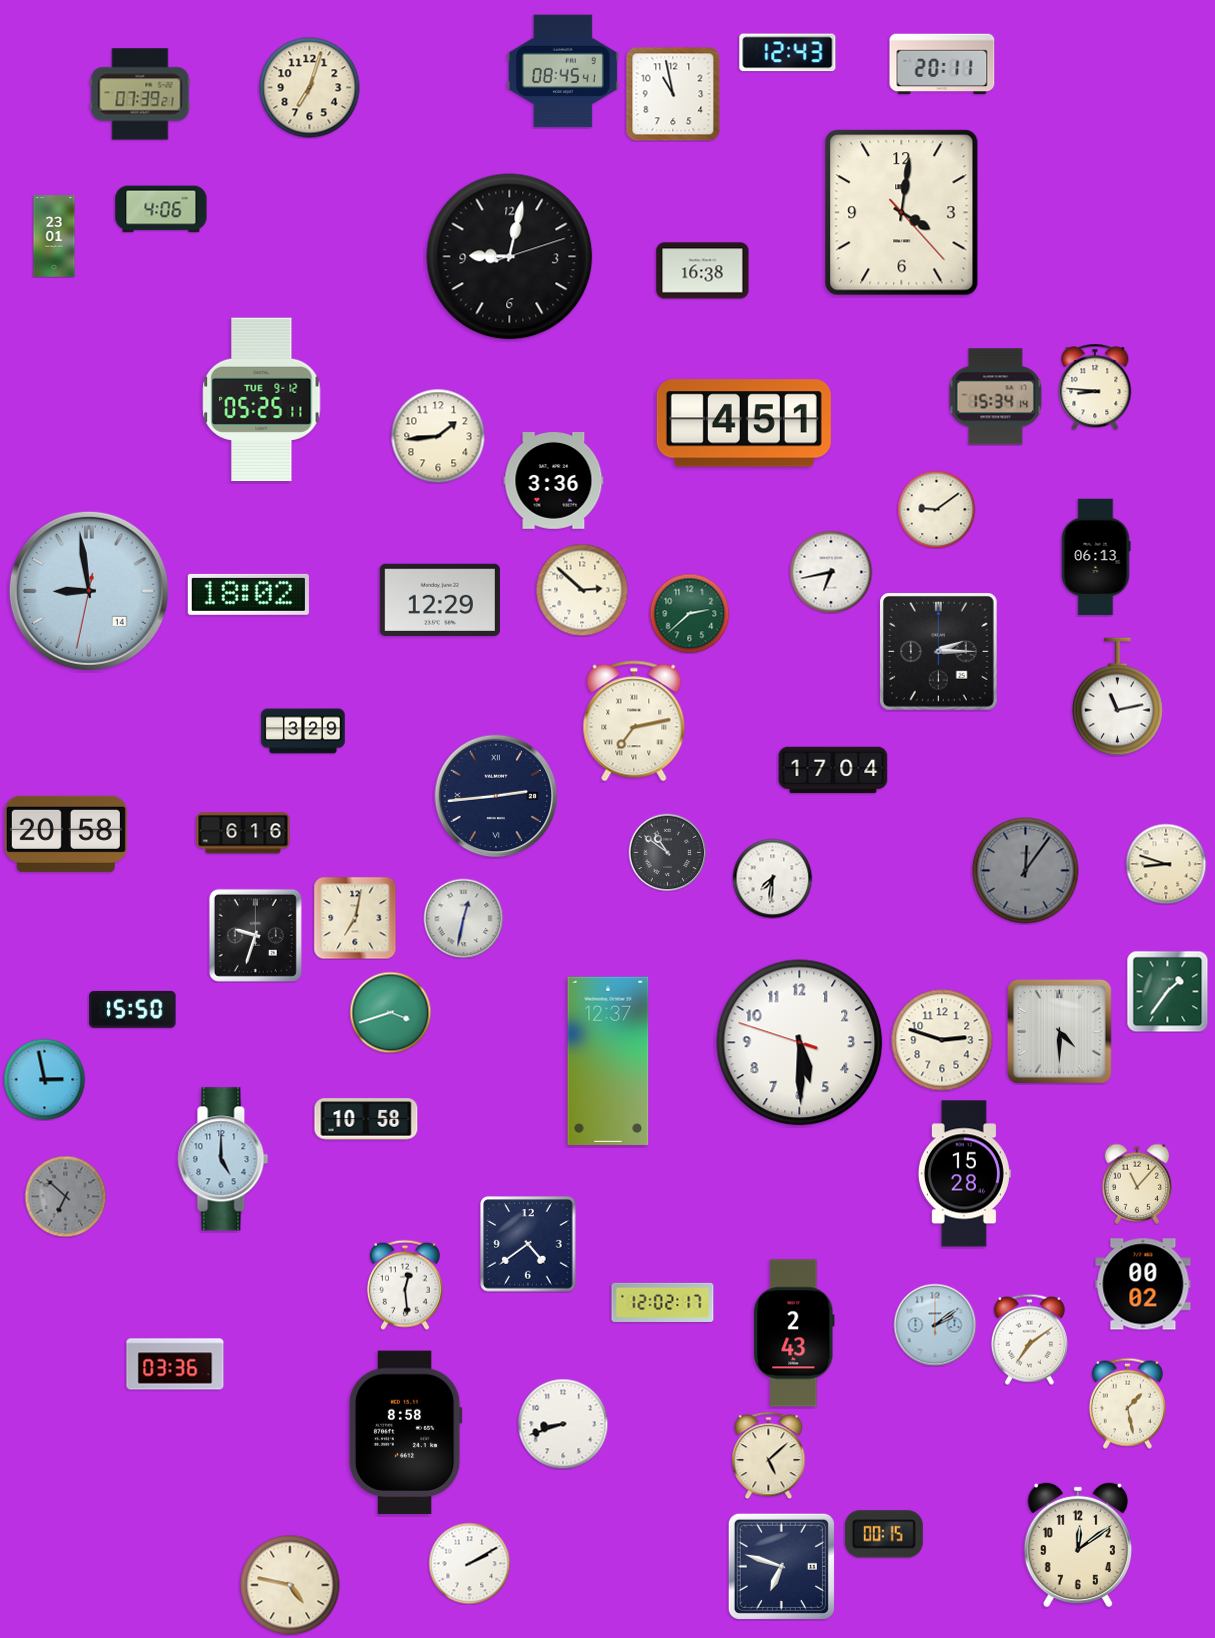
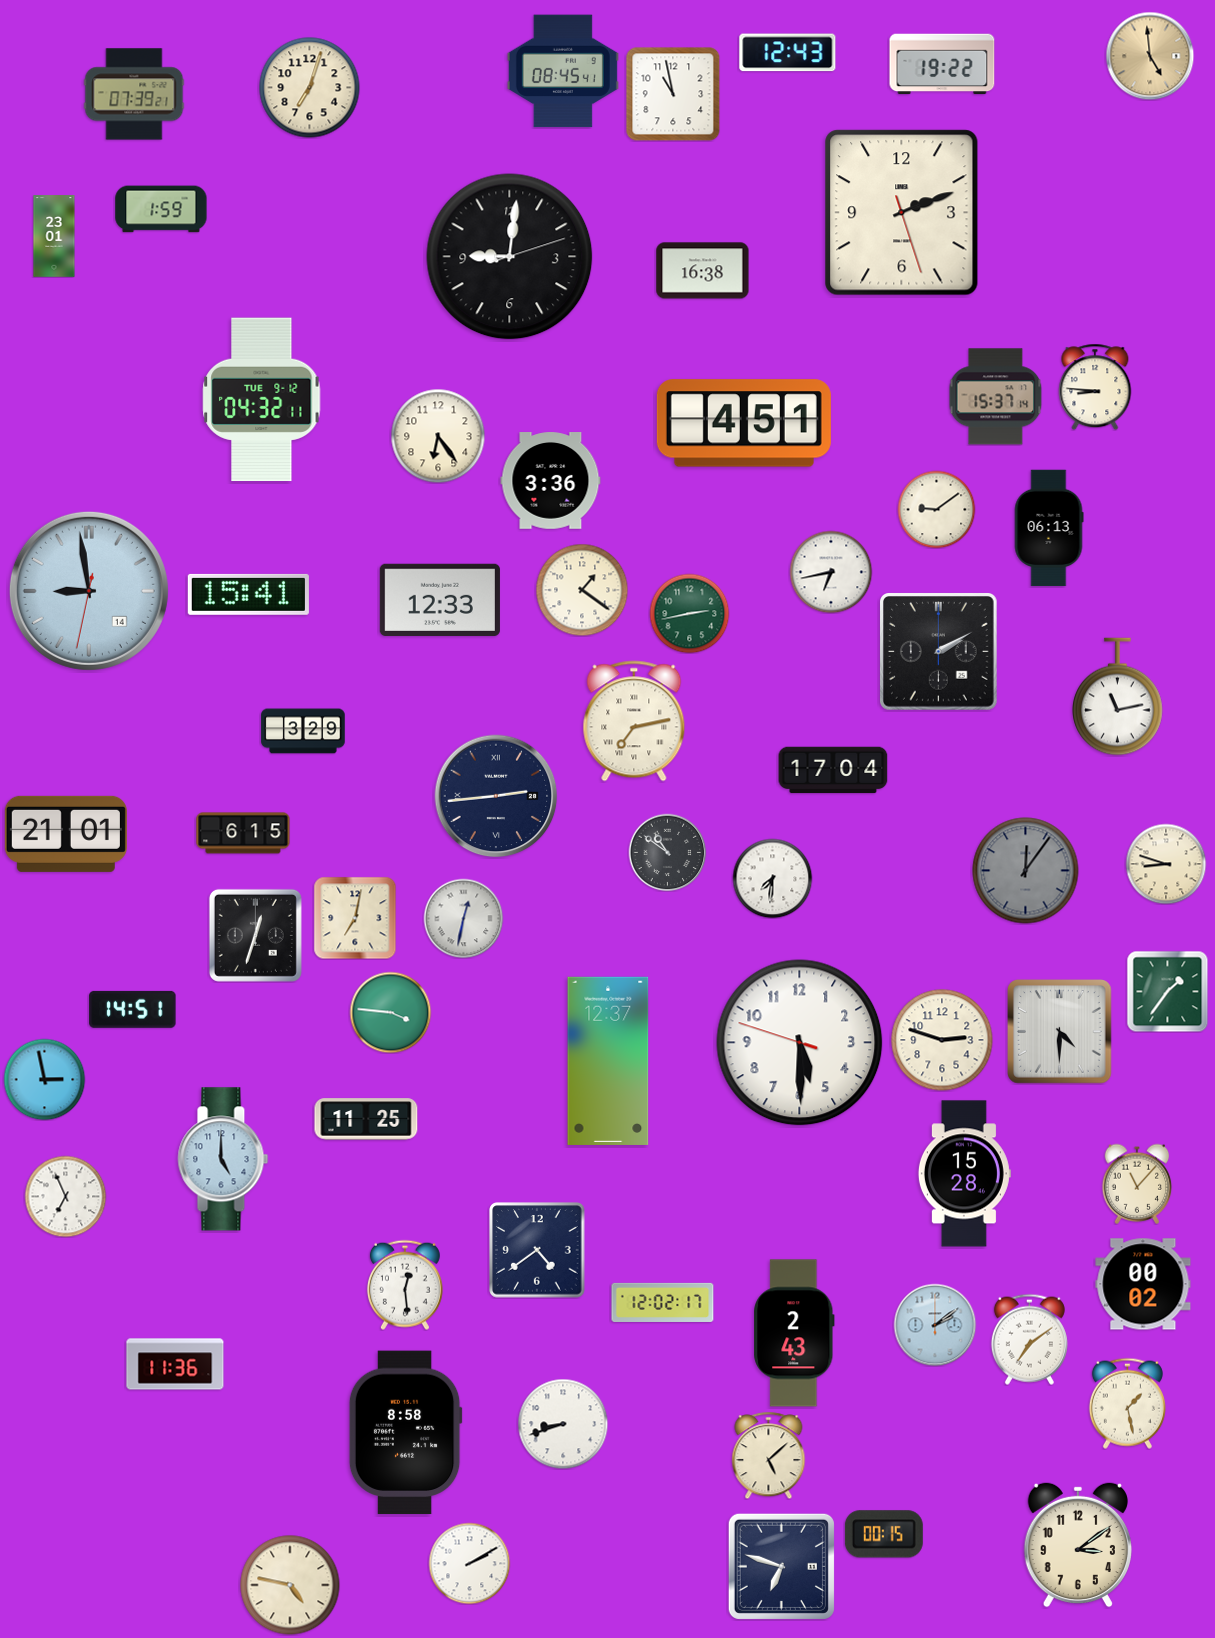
clock at (1150, 56): none -> 4:59
clock at (942, 64): 20:11 -> 19:22
clock at (140, 94) position: (140, 94) -> (134, 94)
clock at (161, 209): 4:06 -> 1:59
clock at (902, 213): 4:01 -> 2:11
clock at (510, 257): 9:02 -> 9:01
clock at (996, 397): 15:34 -> 15:37
clock at (262, 400): 05:25 -> 04:32
clock at (438, 436): 1:44 -> 6:24
clock at (554, 481) position: (554, 481) -> (551, 481)
clock at (1096, 557) position: (1096, 557) -> (1049, 528)
clock at (582, 590): 2:52 -> 1:21
clock at (248, 594): 18:02 -> 15:41
clock at (440, 600): 12:29 -> 12:33
clock at (689, 613): 2:38 -> 2:43
clock at (939, 652): 2:15 -> 2:10
clock at (243, 833): 6:16 -> 6:15
clock at (66, 834): 20:58 -> 21:01
clock at (255, 935): 9:33 -> 12:33
clock at (133, 1009): 15:50 -> 14:51
clock at (390, 1012): 3:42 -> 3:46
clock at (366, 1119): 10:58 -> 11:25
clock at (65, 1196): 6:52 -> 6:56
clock at (65, 1196) dial: grey -> white
clock at (528, 1244) position: (528, 1244) -> (537, 1250)
clock at (175, 1364): 03:36 -> 11:36
clock at (1078, 1545): 12:09 -> 3:09
